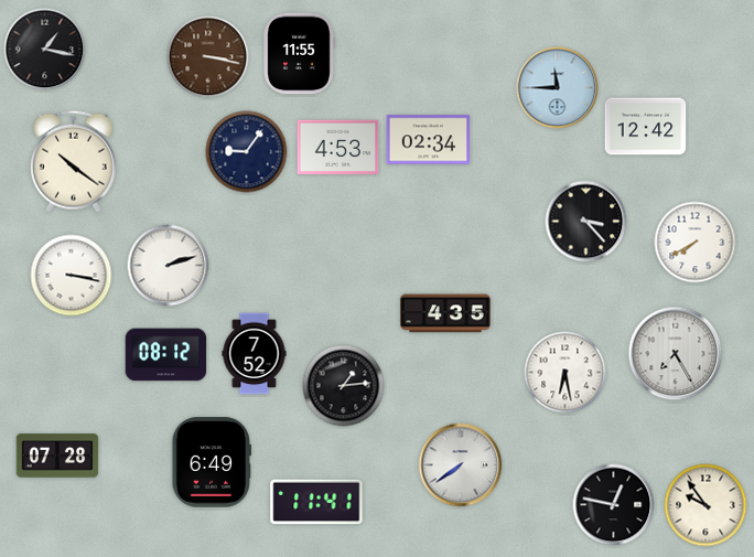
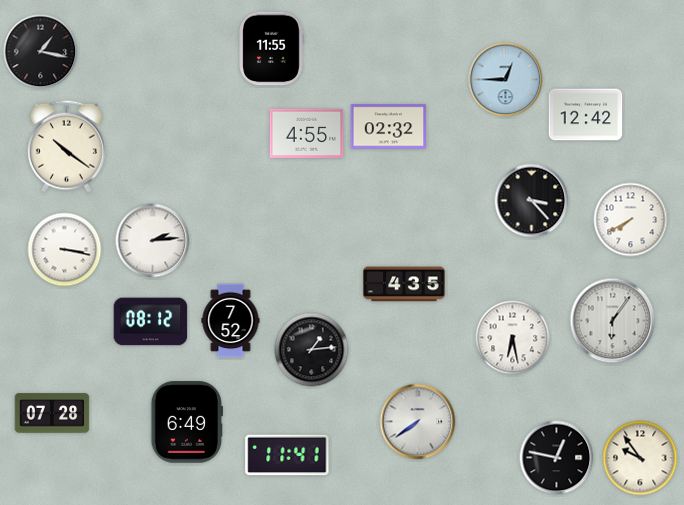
clock at (45, 50) position: (45, 50) -> (41, 52)
clock at (208, 57): 3:17 -> none
clock at (558, 88): 11:45 -> 12:45
clock at (429, 140): 02:34 -> 02:32
clock at (338, 147): 4:53 -> 4:55
clock at (247, 152): 9:06 -> none
clock at (169, 266): 2:12 -> 2:14
clock at (676, 354): 7:25 -> 6:06
clock at (212, 462) position: (212, 462) -> (187, 422)
